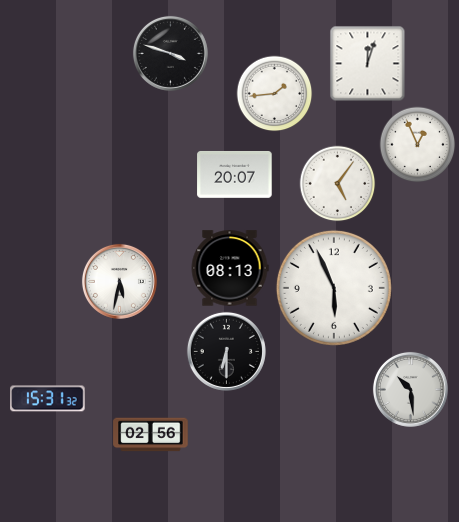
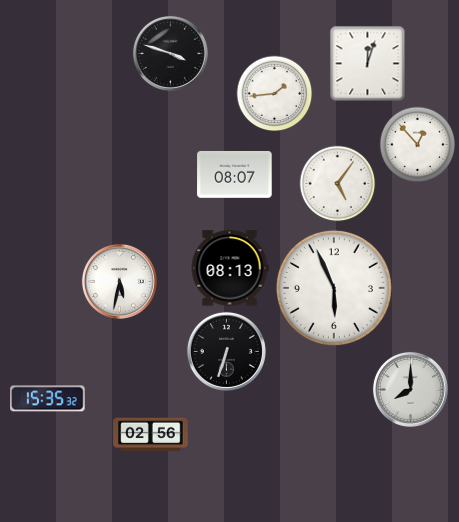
clock at (418, 145): 12:56 -> 12:53
clock at (235, 175): 20:07 -> 08:07
clock at (226, 351): 6:30 -> 6:33
clock at (410, 389): 10:29 -> 8:00
clock at (48, 399): 15:31 -> 15:35
